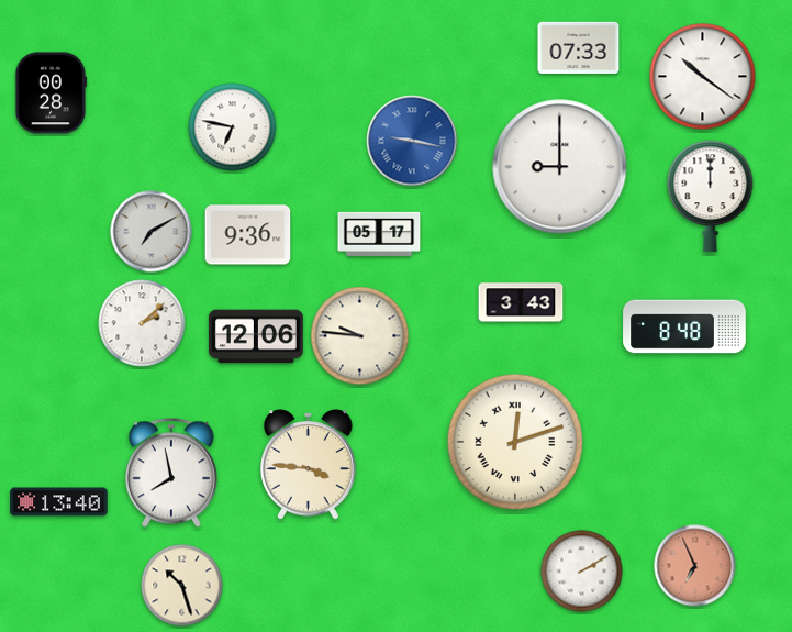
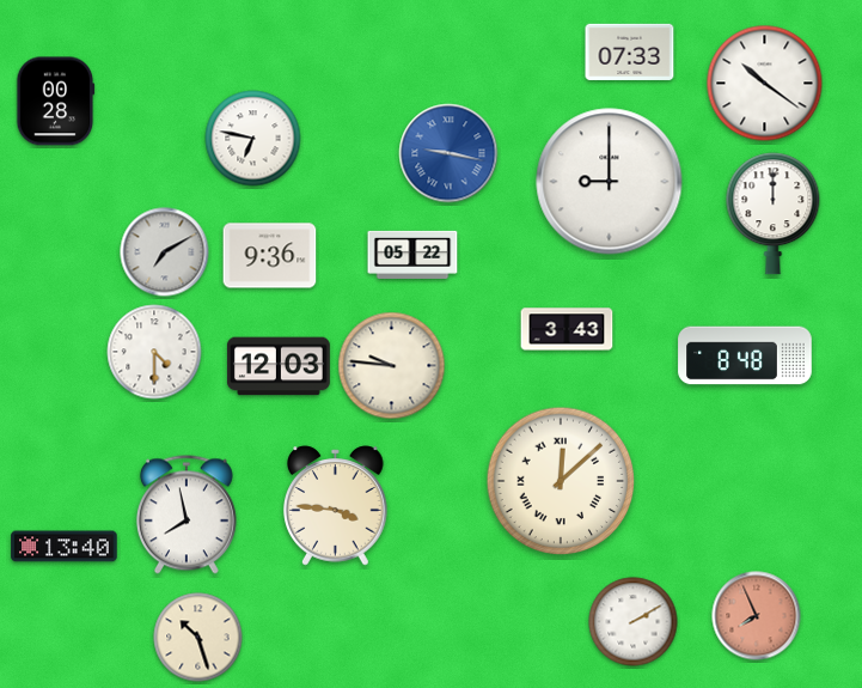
clock at (379, 234): 05:17 -> 05:22
clock at (142, 323): 2:08 -> 4:30
clock at (256, 336): 12:06 -> 12:03
clock at (515, 442): 12:12 -> 12:08
clock at (695, 566): 6:56 -> 7:56
